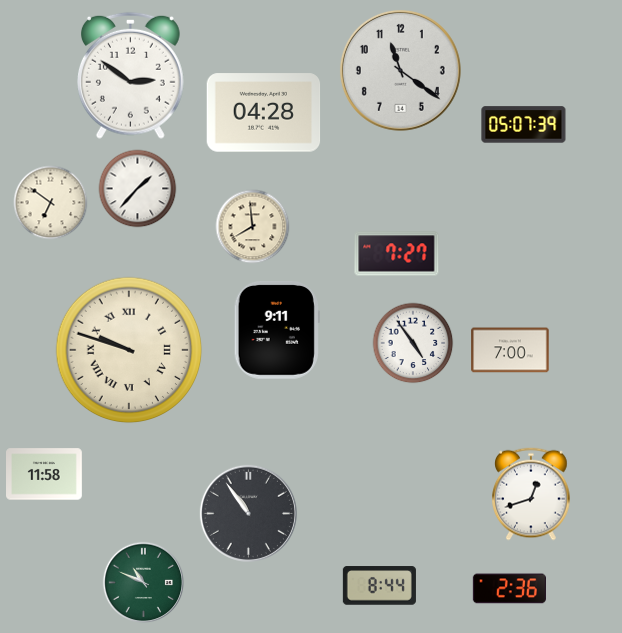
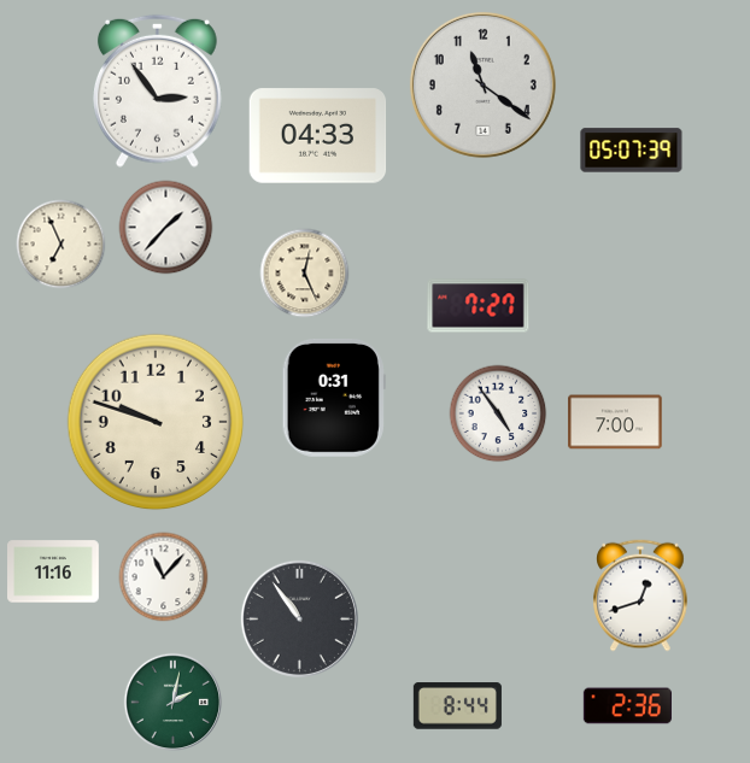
clock at (130, 75): 2:51 -> 2:54
clock at (264, 113): 04:28 -> 04:33
clock at (51, 203): 6:51 -> 6:56
clock at (253, 227): 7:59 -> 12:26
clock at (277, 330): 9:11 -> 0:31
clock at (129, 350) numerals: Roman -> Arabic
clock at (45, 474): 11:58 -> 11:16
clock at (164, 577): none -> 11:07
clock at (144, 583): 10:49 -> 2:02
clock at (509, 589) position: (509, 589) -> (627, 706)
